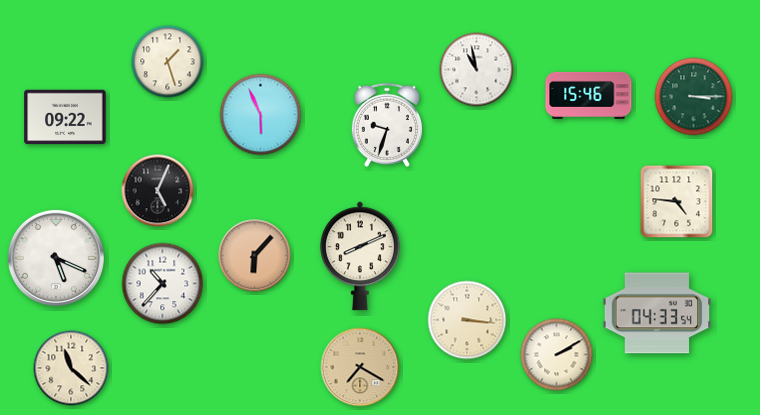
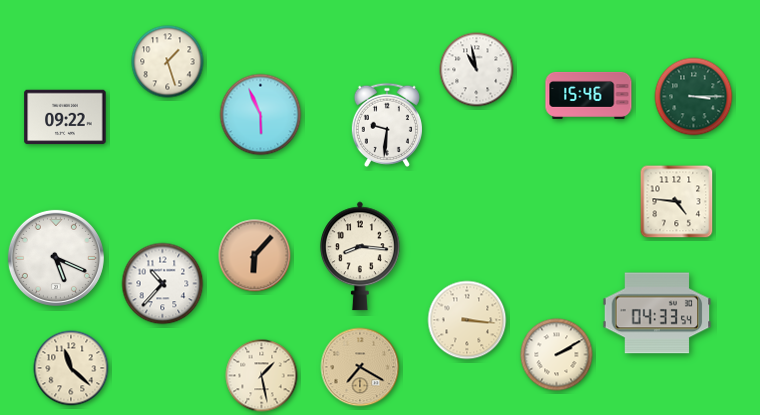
clock at (387, 125): 9:33 -> 9:31
clock at (158, 191): 5:04 -> none
clock at (360, 256): 8:11 -> 8:16
clock at (262, 376): none -> 1:28
